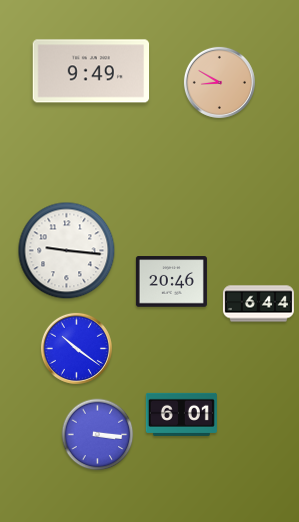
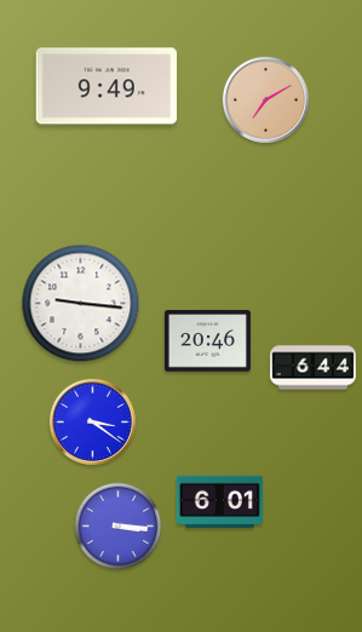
clock at (91, 71) position: (91, 71) -> (107, 86)
clock at (219, 82): 8:50 -> 7:10
clock at (76, 348): 10:21 -> 3:21
